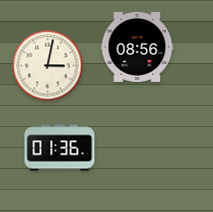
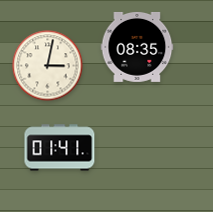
clock at (137, 47): 08:56 -> 08:35
clock at (60, 148): 01:36 -> 01:41
